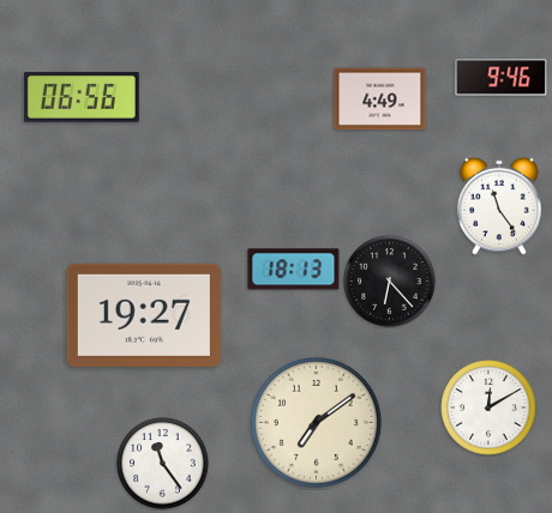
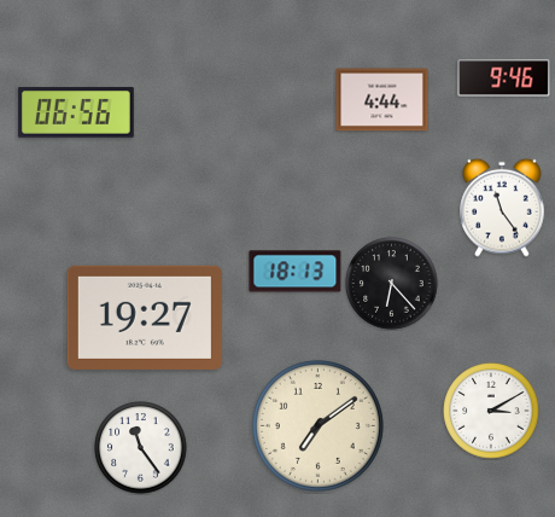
clock at (82, 97) position: (82, 97) -> (76, 112)
clock at (380, 99): 4:49 -> 4:44
clock at (488, 408): 12:10 -> 3:10
clock at (163, 464) position: (163, 464) -> (141, 448)
